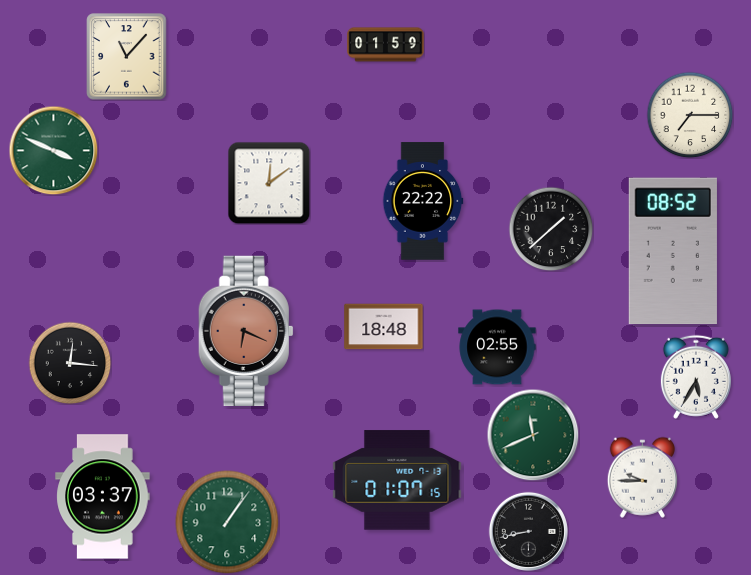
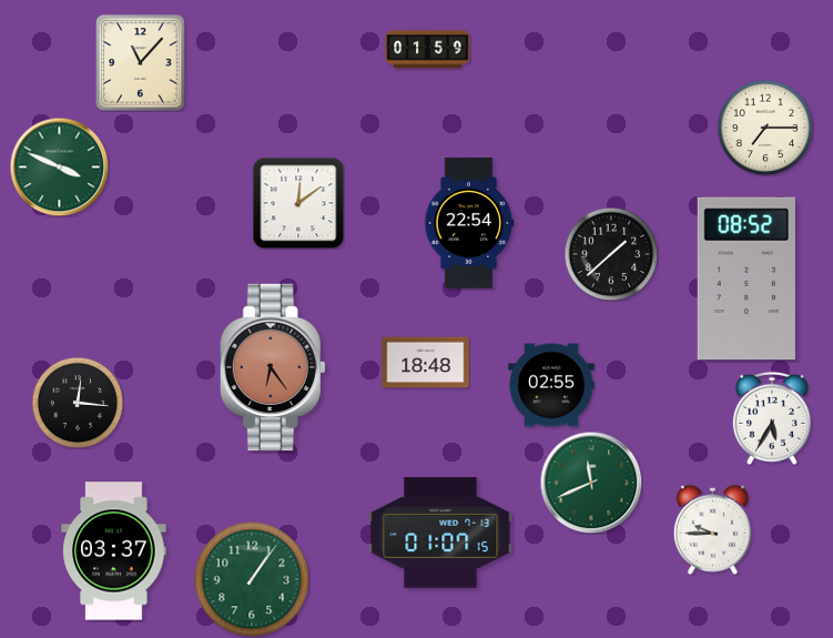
clock at (423, 201): 22:22 -> 22:54
clock at (246, 331): 6:19 -> 6:24
clock at (528, 531): 8:43 -> none
